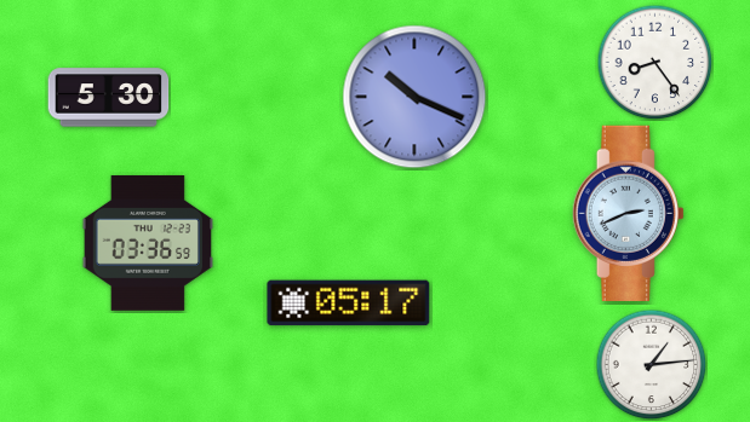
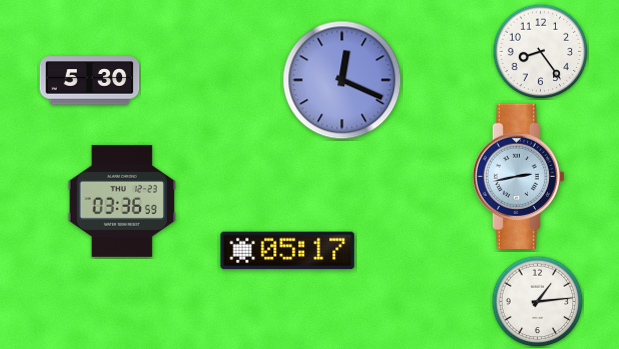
clock at (414, 97): 10:19 -> 12:19
clock at (628, 213): 2:41 -> 2:43
